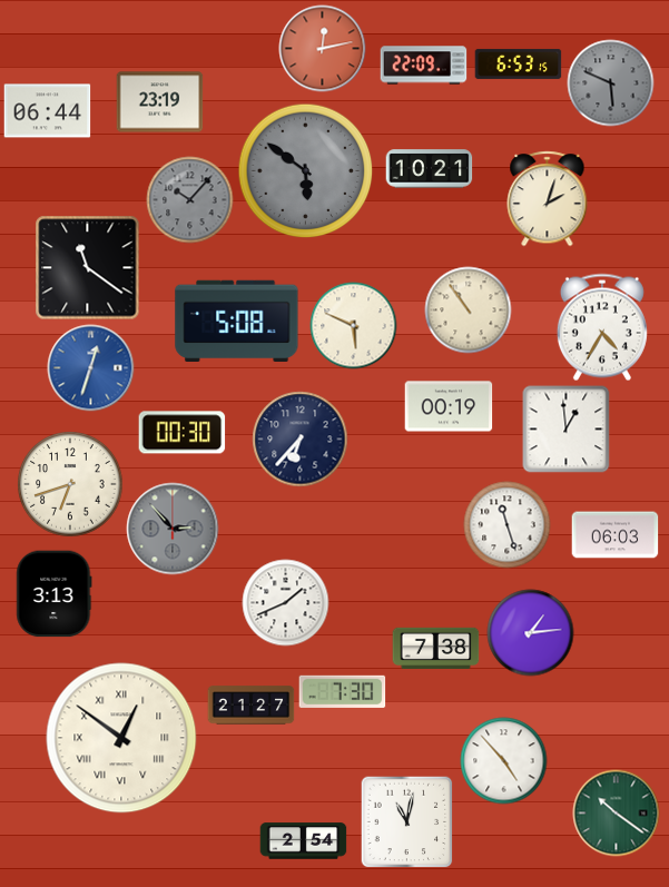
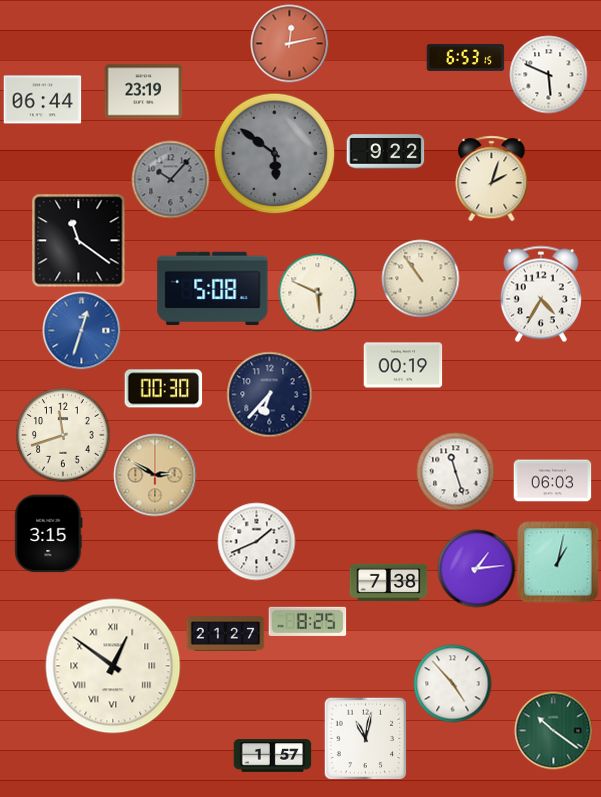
clock at (423, 66): 22:09 -> none
clock at (610, 82) dial: grey -> white
clock at (429, 169): 10:21 -> 9:22
clock at (565, 428): 12:59 -> none
clock at (70, 484): 6:42 -> 11:42
clock at (173, 529): 2:53 -> 2:50
clock at (173, 529) dial: grey -> champagne
clock at (55, 593): 3:13 -> 3:15
clock at (558, 562): none -> 1:02
clock at (435, 648) position: (435, 648) -> (388, 582)
clock at (342, 691): 7:30 -> 8:25
clock at (121, 738) position: (121, 738) -> (113, 666)
clock at (303, 841): 2:54 -> 1:57
